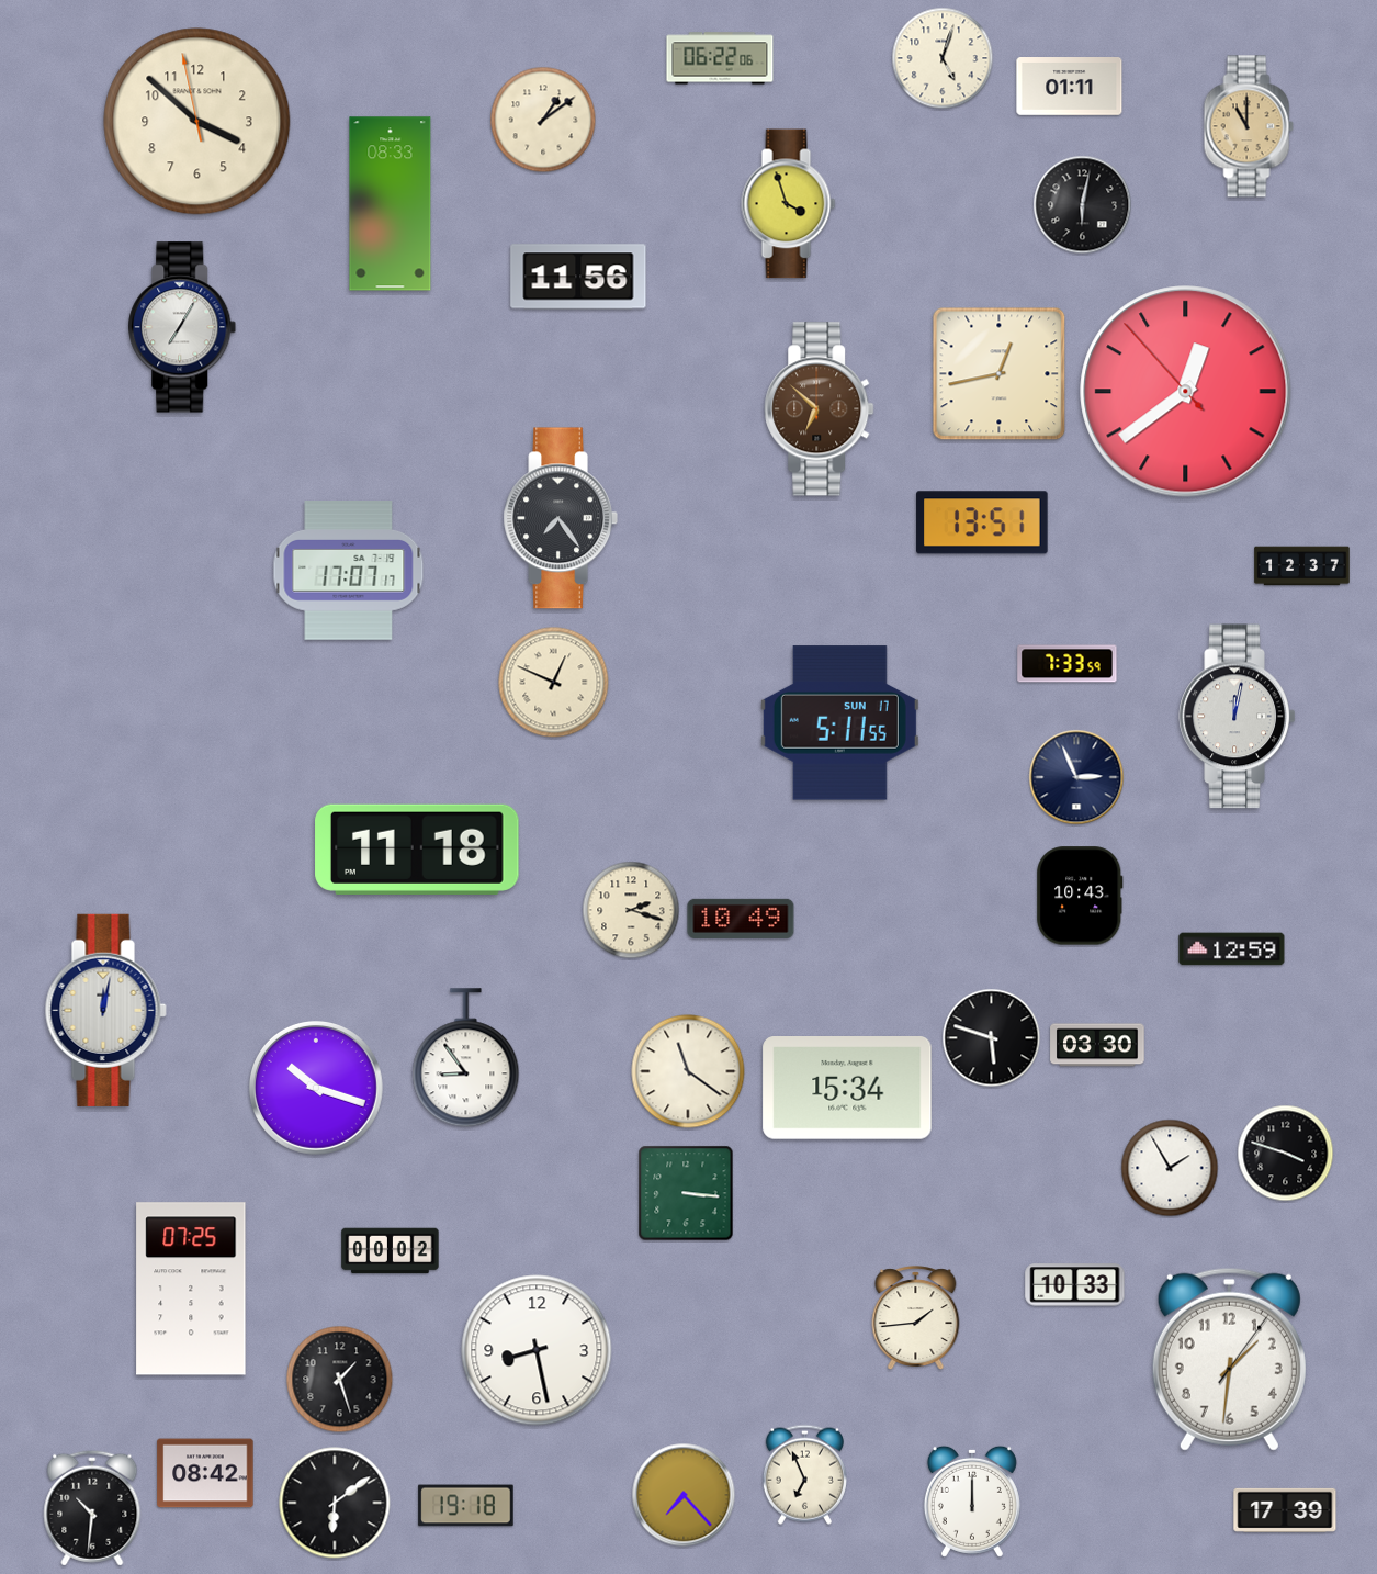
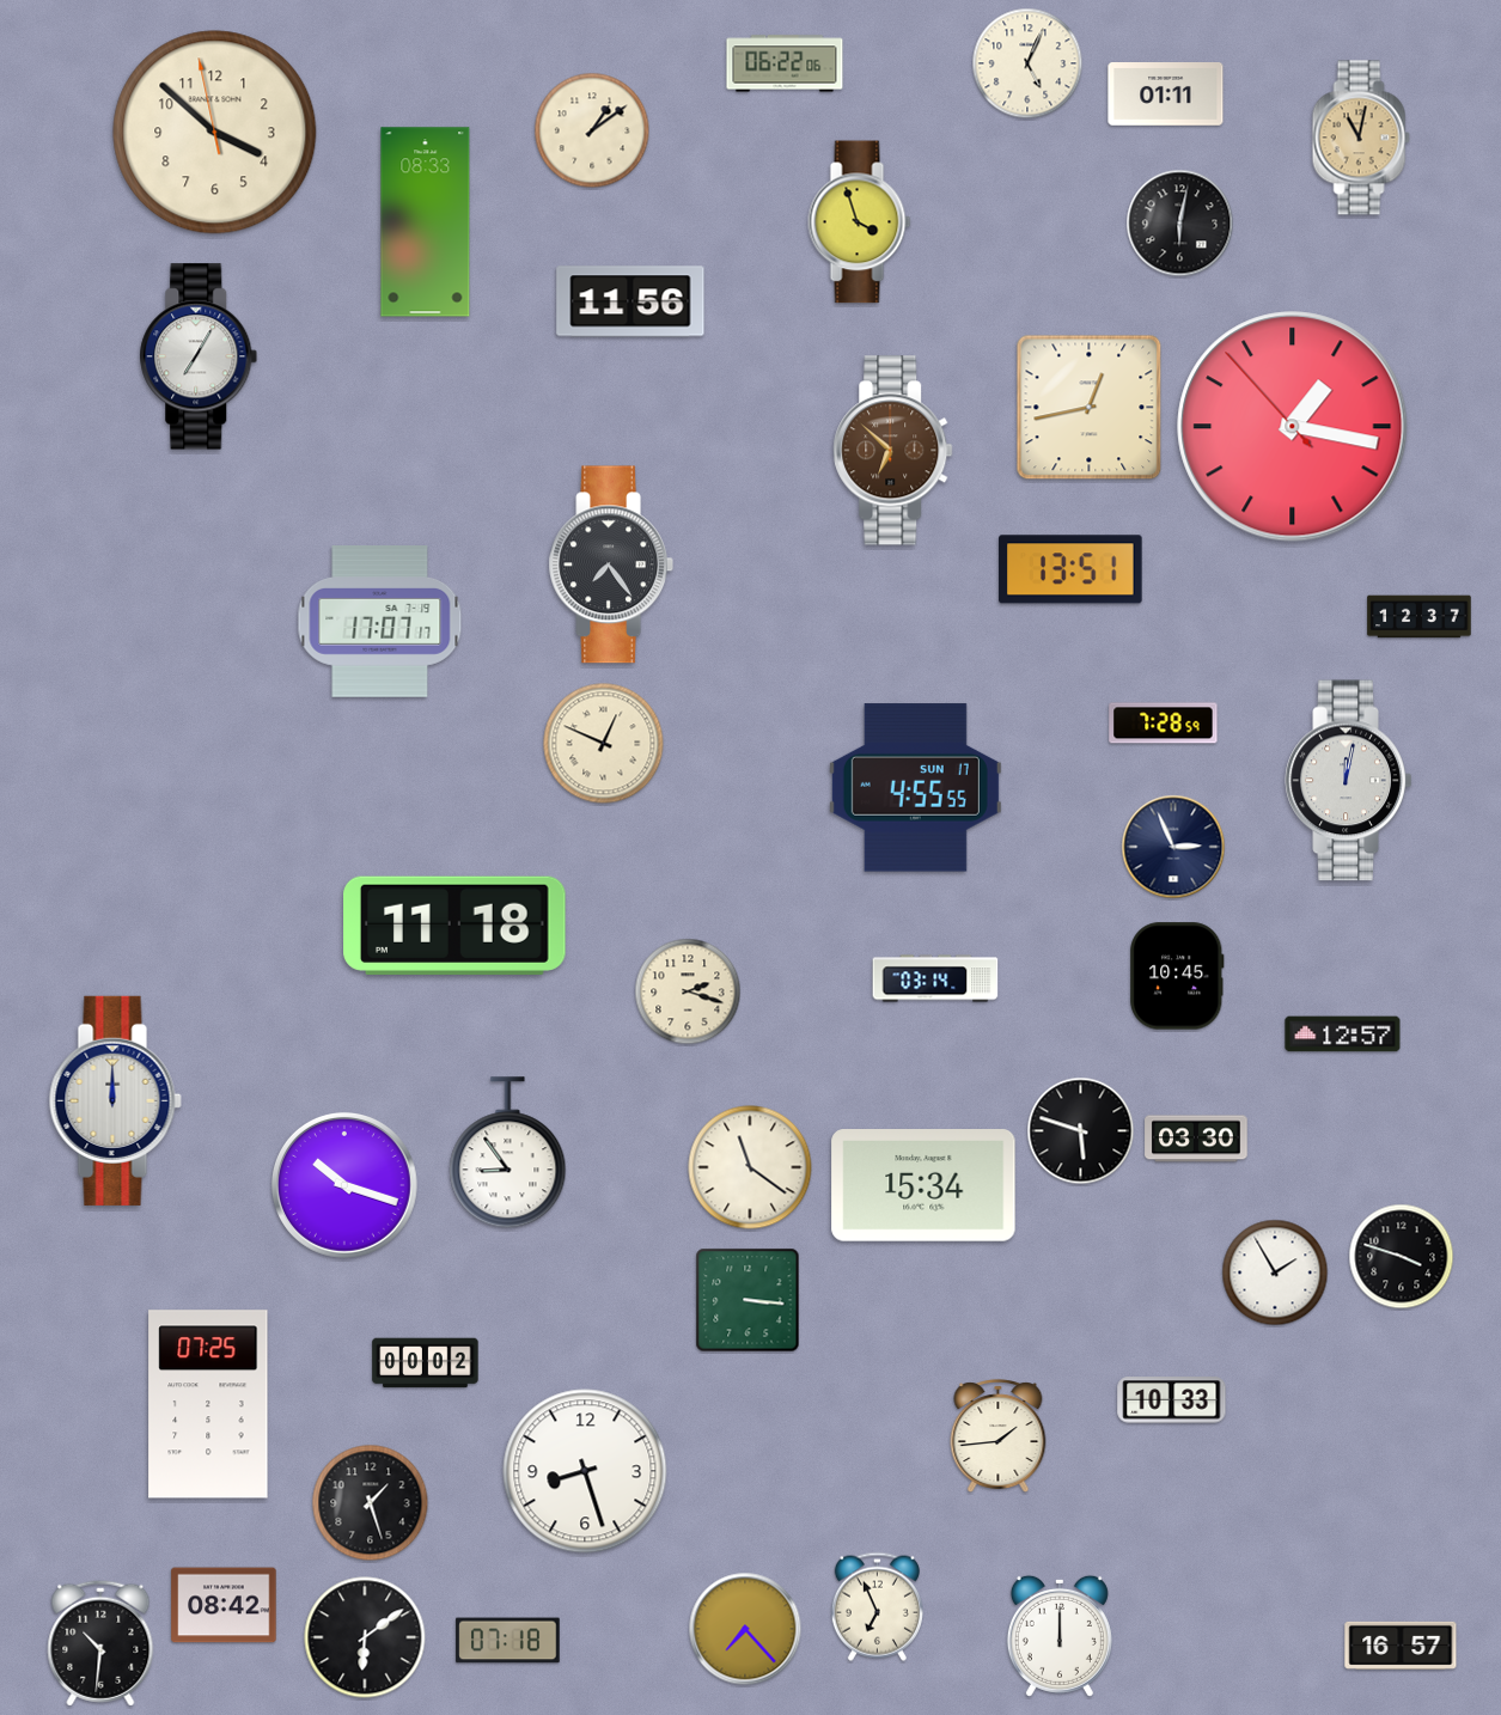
clock at (943, 58): 5:03 -> 5:04
clock at (1249, 126): 11:00 -> 11:02
clock at (1186, 392): 12:38 -> 1:16
clock at (820, 409) position: (820, 409) -> (893, 451)
clock at (1068, 664): 7:33 -> 7:28
clock at (839, 723): 5:11 -> 4:55
clock at (1080, 896): 10:43 -> 10:45
clock at (935, 978): none -> 03:14
clock at (741, 919): 10:49 -> none
clock at (1232, 949): 12:59 -> 12:57
clock at (105, 1010): 12:02 -> 12:00
clock at (537, 1350): 8:28 -> 8:27
clock at (1229, 1359): 1:31 -> none
clock at (466, 1506): 19:18 -> 07:18
clock at (1285, 1510): 17:39 -> 16:57
